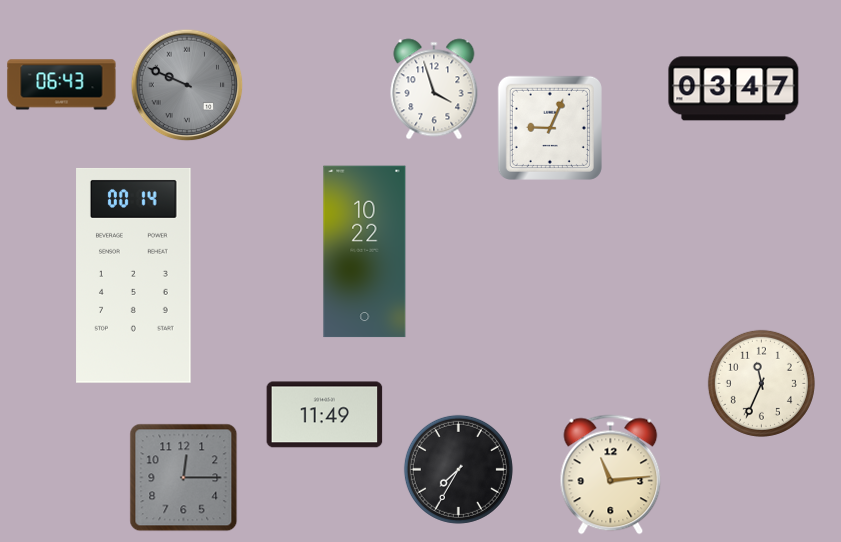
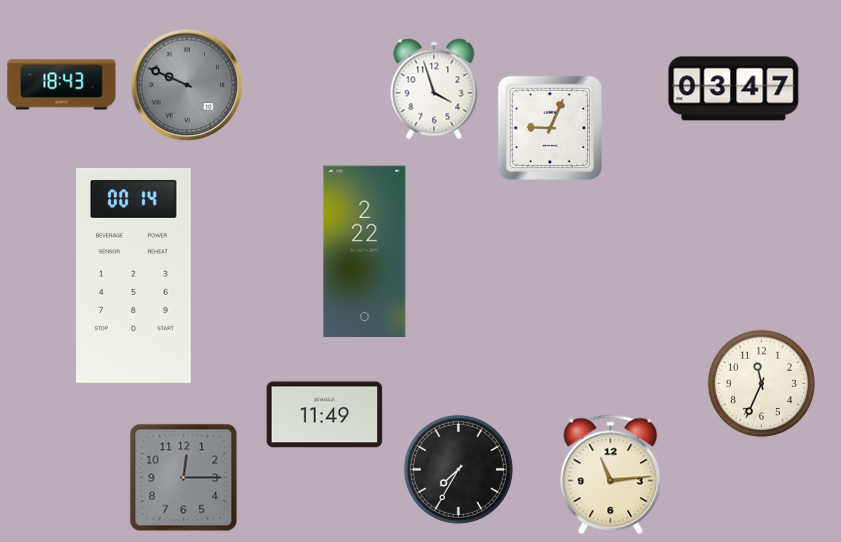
clock at (62, 85): 06:43 -> 18:43
clock at (365, 252): 10:22 -> 2:22
